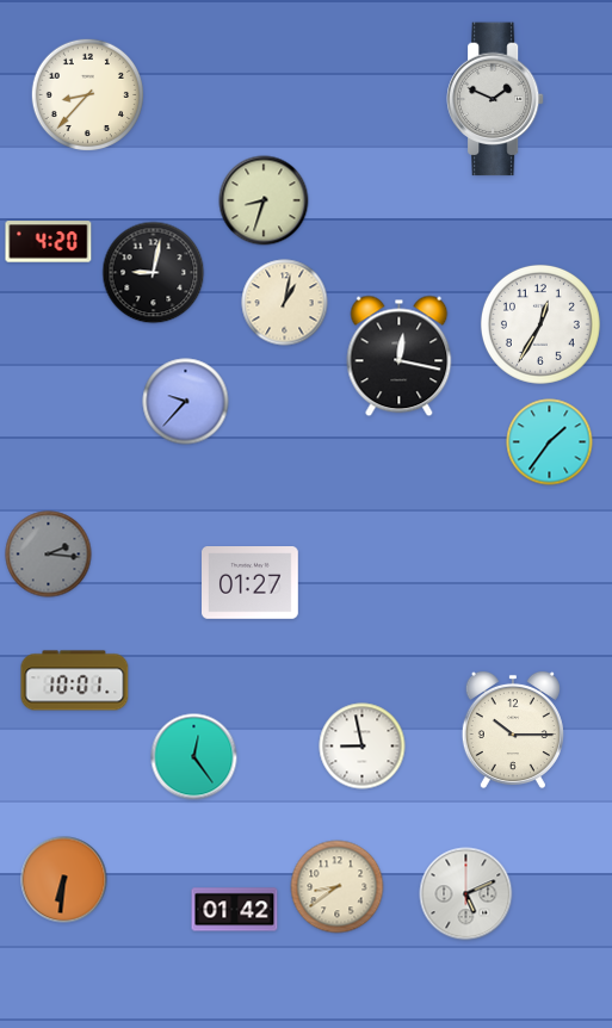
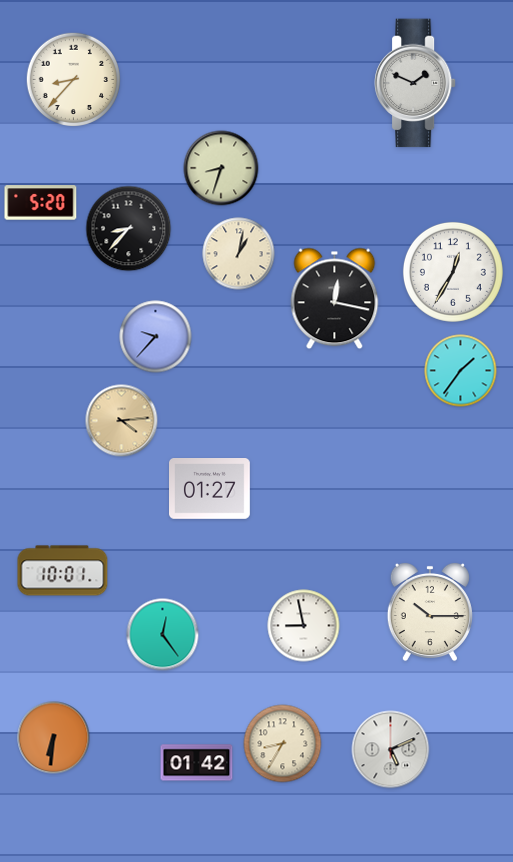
clock at (49, 242): 4:20 -> 5:20
clock at (154, 273): 9:02 -> 8:37
clock at (122, 421): none -> 4:14
clock at (49, 555): 2:16 -> none
clock at (338, 887): 8:39 -> 8:35
